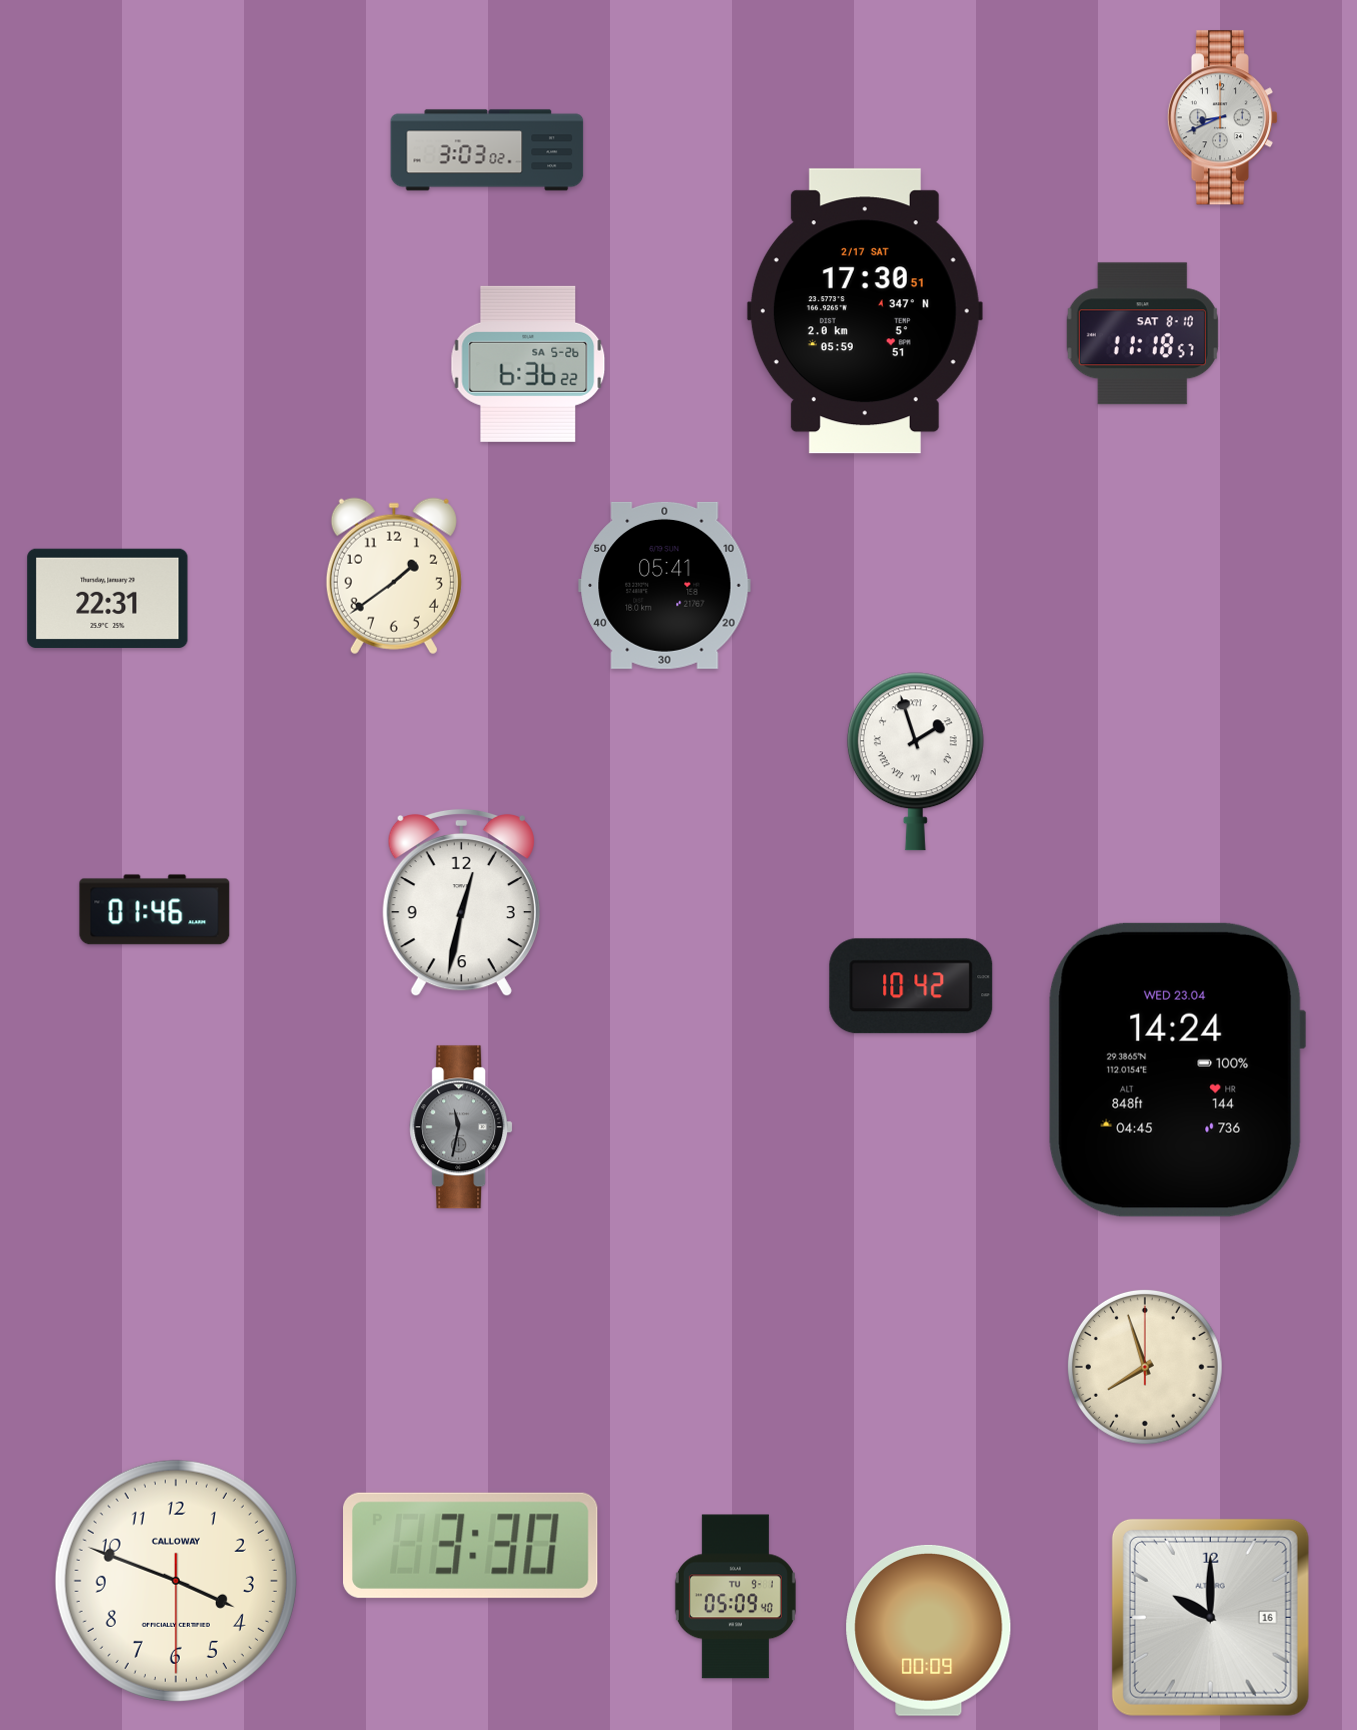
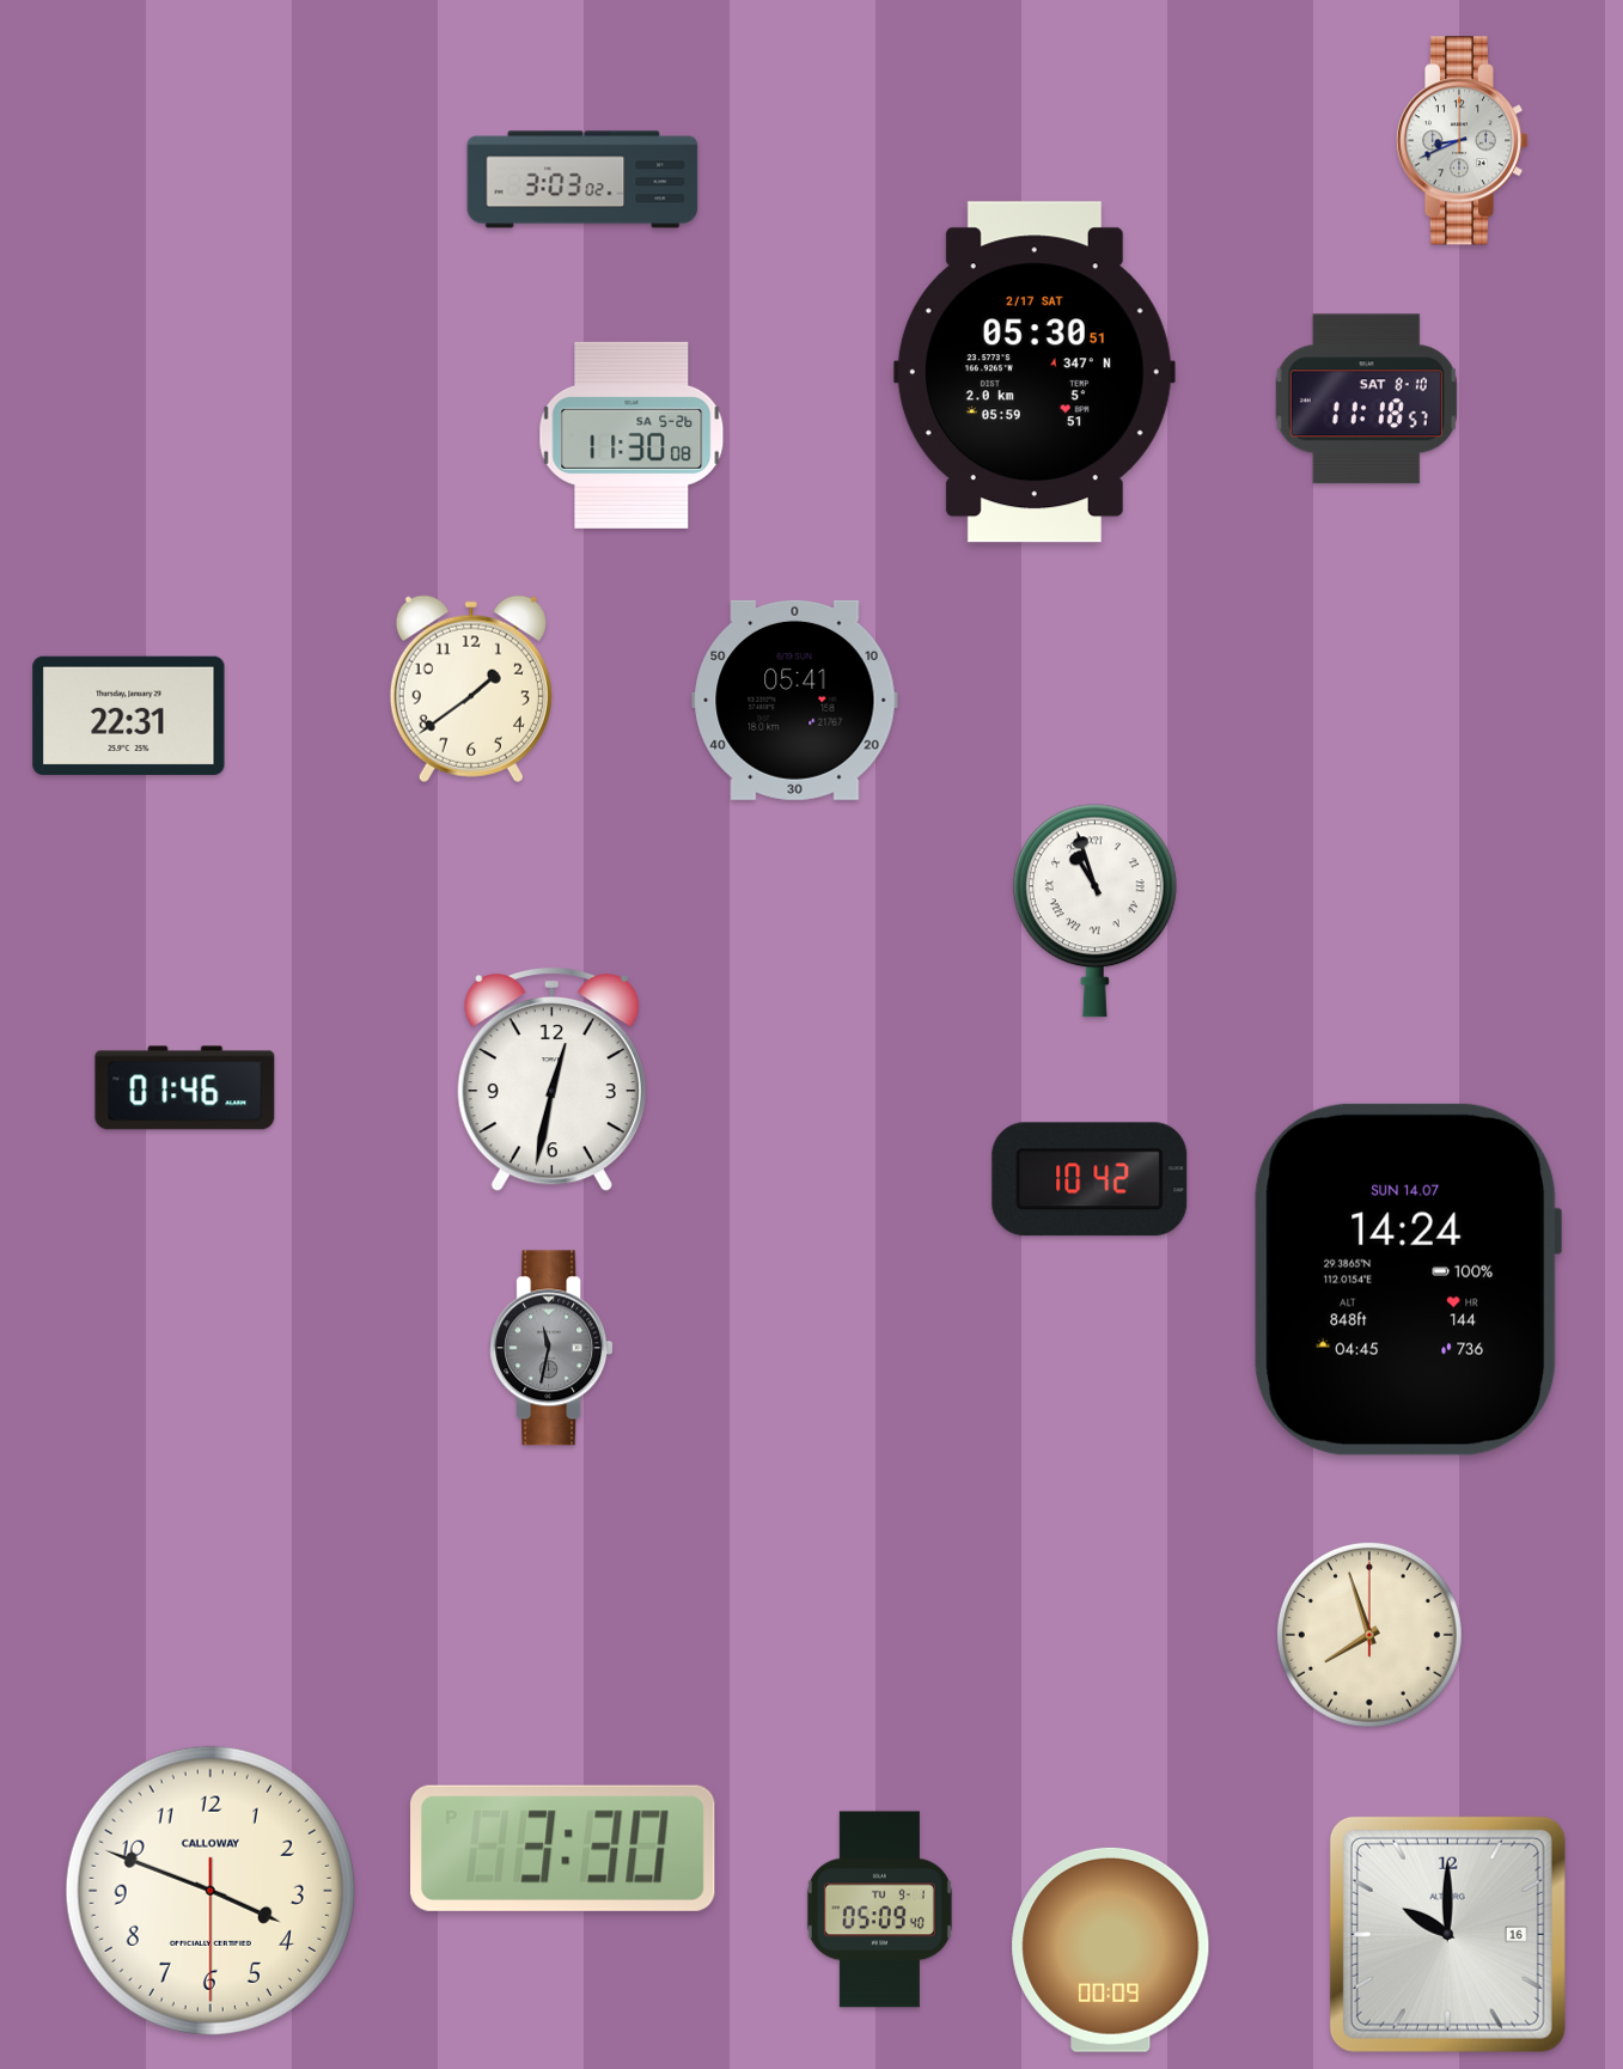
clock at (865, 311): 17:30 -> 05:30
clock at (528, 364): 6:36 -> 11:30
clock at (915, 762): 1:57 -> 10:57
clock at (1177, 1070) date: WED 23.04 -> SUN 14.07
